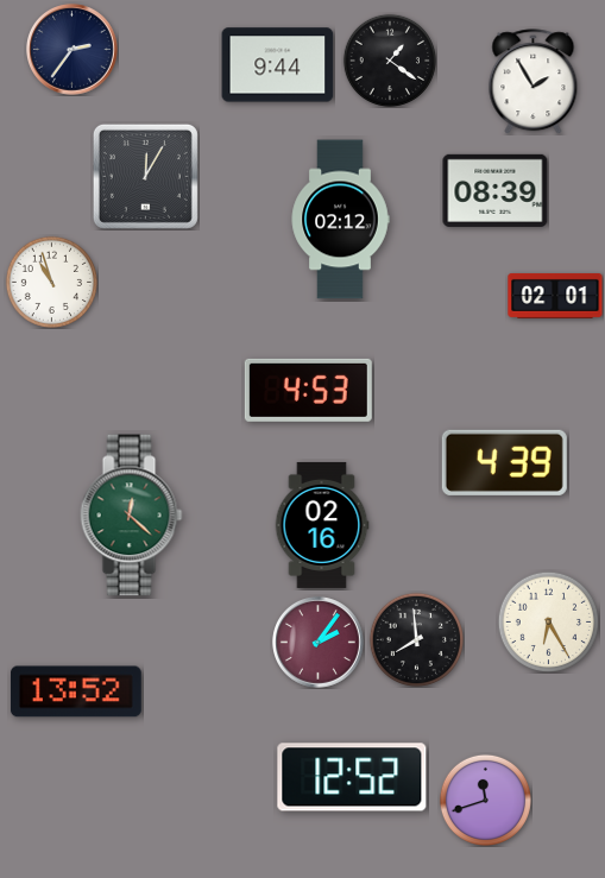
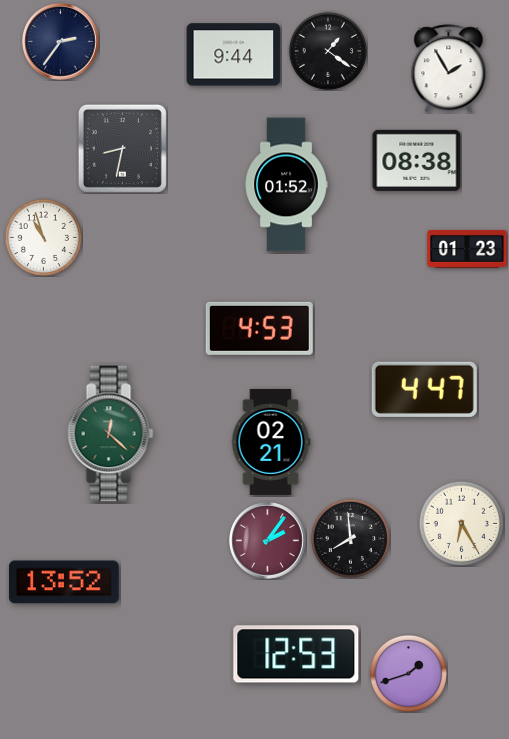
clock at (145, 176): 12:05 -> 8:32
clock at (496, 190): 08:39 -> 08:38
clock at (340, 220): 02:12 -> 01:52
clock at (555, 296): 02:01 -> 01:23
clock at (504, 462): 4:39 -> 4:47
clock at (322, 525): 02:16 -> 02:21
clock at (352, 777): 12:52 -> 12:53
clock at (485, 800): 11:42 -> 1:42
